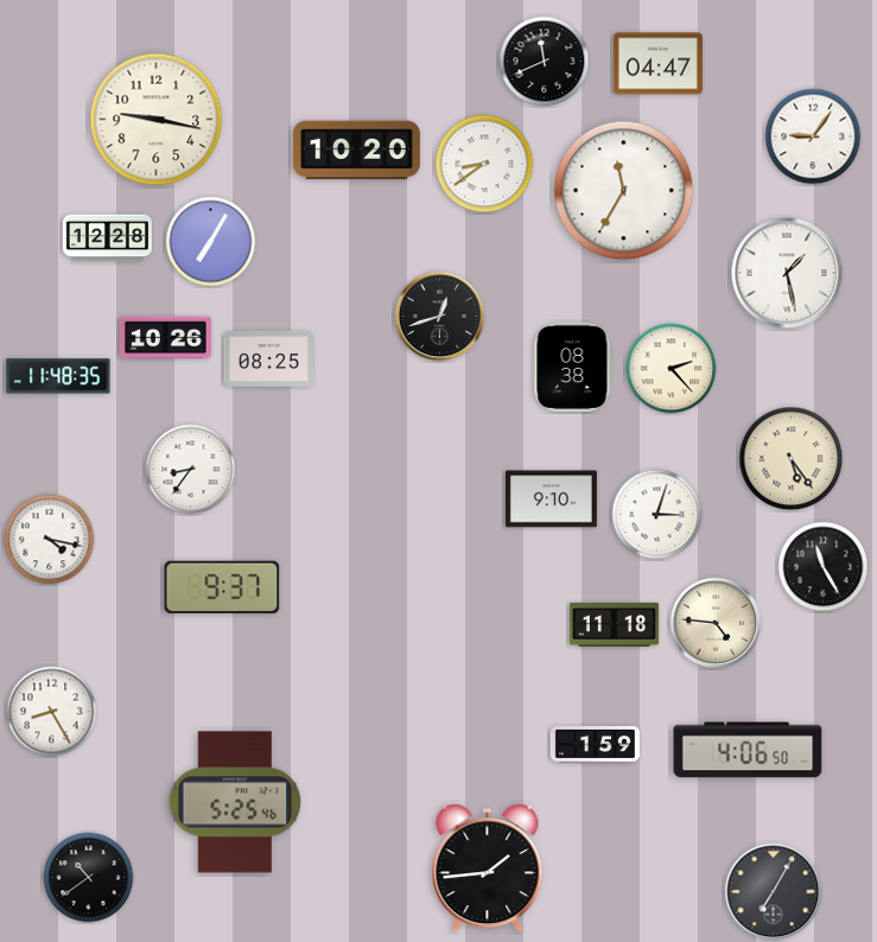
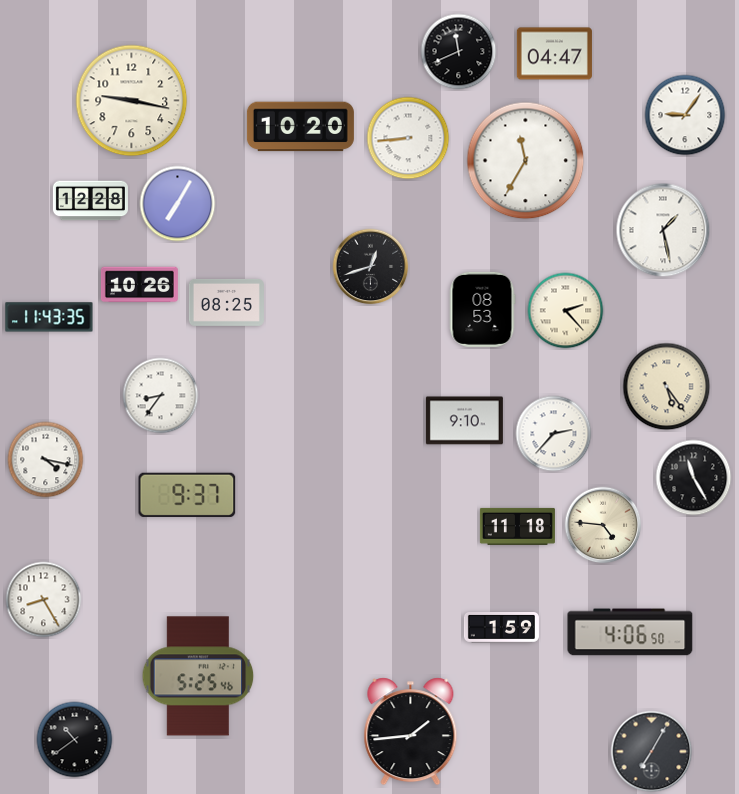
clock at (484, 164): 8:39 -> 8:44
clock at (572, 367): 08:38 -> 08:53
clock at (58, 376): 11:48 -> 11:43
clock at (657, 515): 3:03 -> 2:37
clock at (50, 540) position: (50, 540) -> (46, 460)
